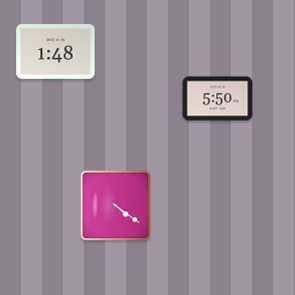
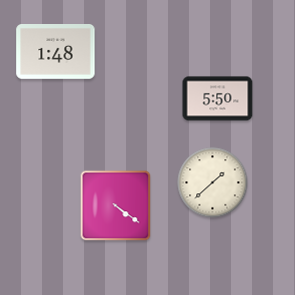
clock at (213, 183): none -> 1:38
